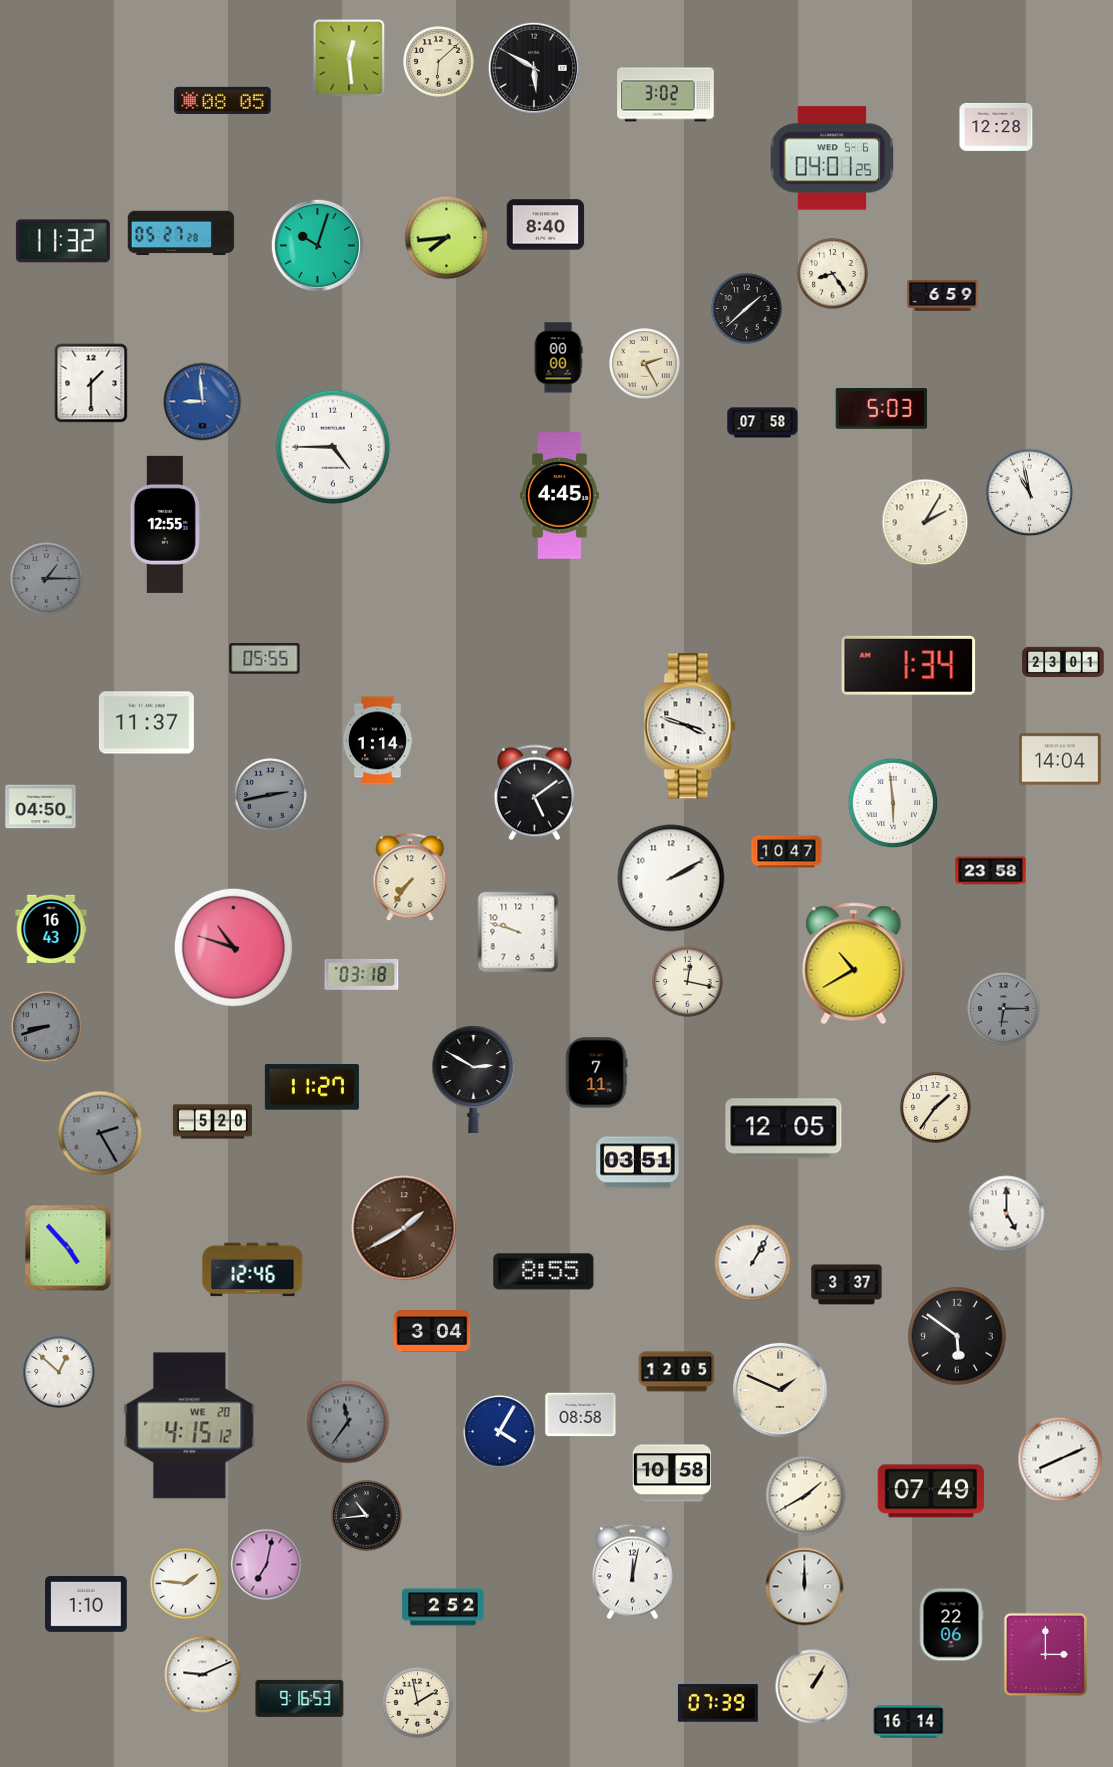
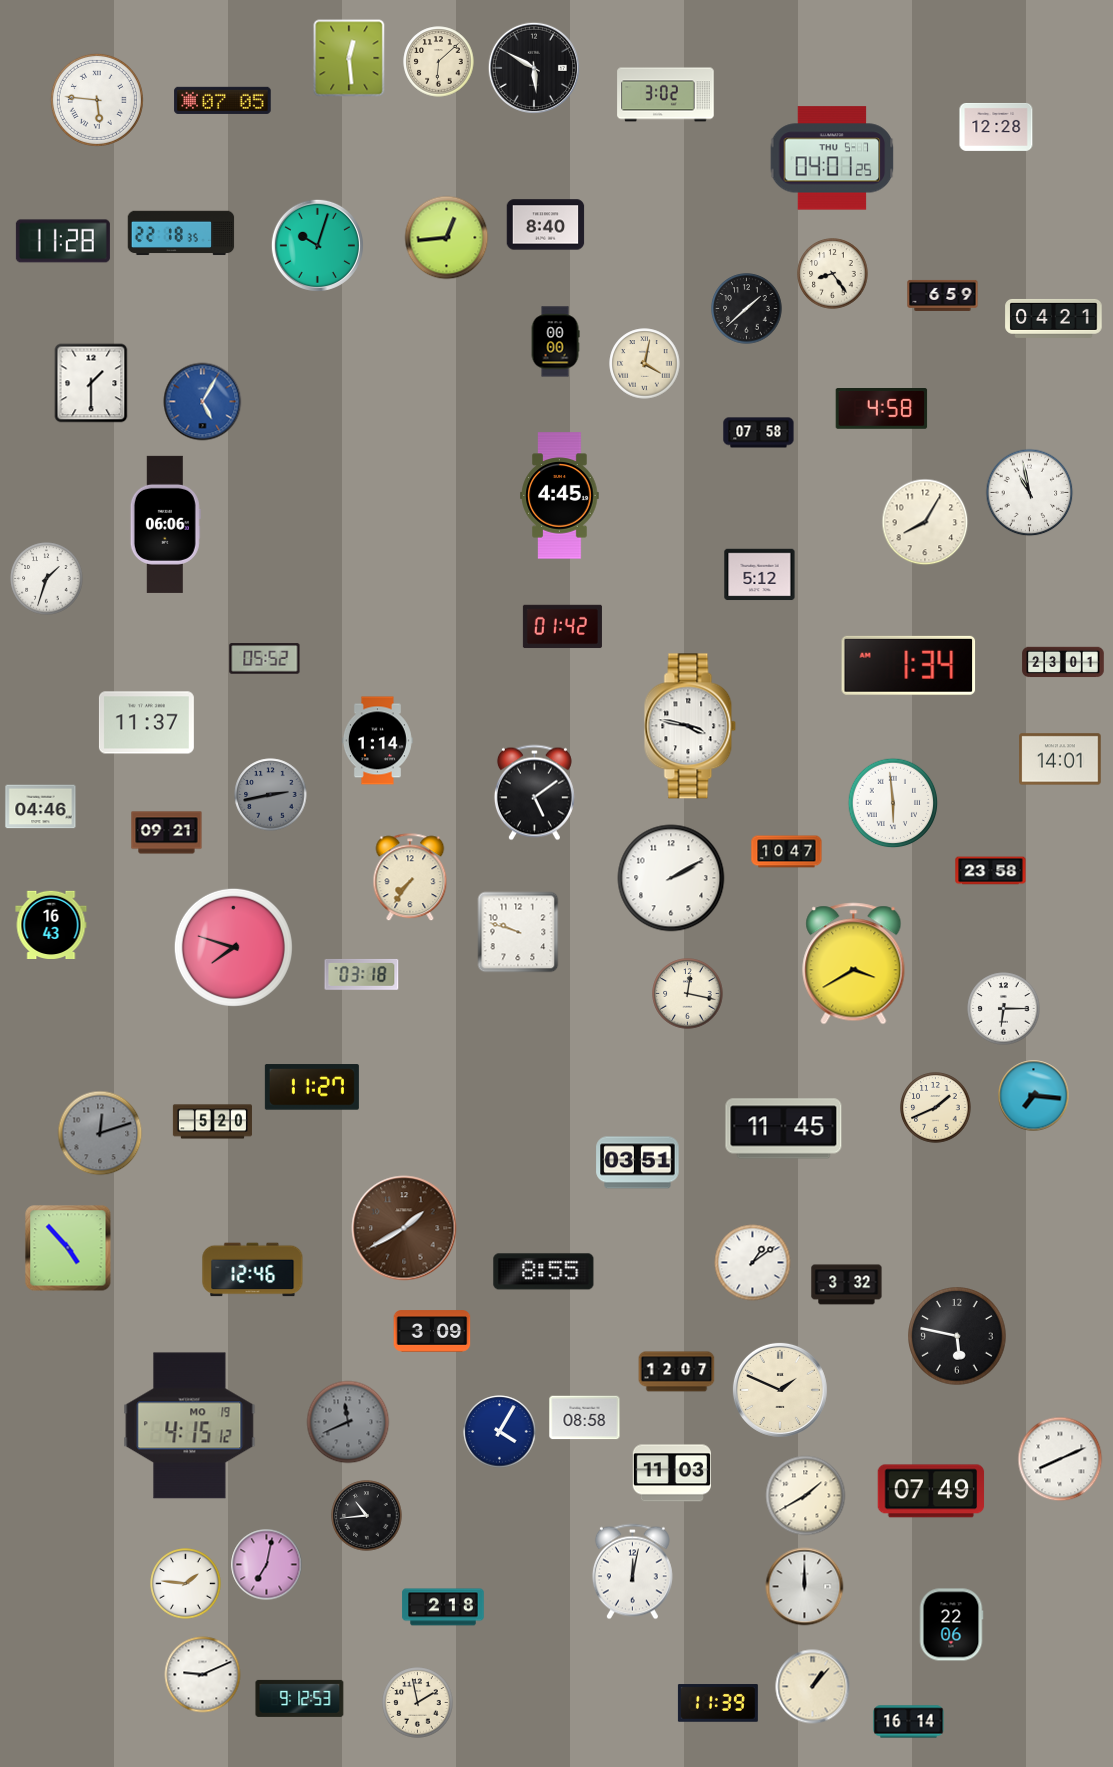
clock at (97, 100): none -> 5:46
clock at (223, 100): 08:05 -> 07:05
clock at (832, 158) date: WED 5-6 -> THU 5-7
clock at (181, 233): 05:27 -> 22:18
clock at (447, 238): 7:44 -> 12:44
clock at (63, 241): 11:32 -> 11:28
clock at (1054, 318): none -> 04:21
clock at (558, 358) position: (558, 358) -> (555, 342)
clock at (645, 364): 2:25 -> 4:02
clock at (203, 402): 8:59 -> 5:05
clock at (882, 409): 5:03 -> 4:58
clock at (763, 423) position: (763, 423) -> (759, 433)
clock at (333, 447): 4:45 -> none
clock at (925, 522): 2:05 -> 8:05
clock at (165, 524): 12:55 -> 06:06
clock at (760, 575): none -> 5:12
clock at (47, 579): 1:15 -> 1:33
clock at (47, 579) dial: grey -> white
clock at (562, 627): none -> 01:42
clock at (265, 659): 05:55 -> 05:52
clock at (690, 726): 3:48 -> 3:47
clock at (1060, 759): 14:04 -> 14:01
clock at (41, 807): 04:50 -> 04:46
clock at (167, 833): none -> 09:21
clock at (51, 928) position: (51, 928) -> (51, 924)
clock at (233, 947): 10:48 -> 7:48
clock at (854, 964): 10:40 -> 3:40
clock at (688, 982) position: (688, 982) -> (688, 994)
clock at (1004, 1009) dial: grey -> white
clock at (47, 1027): 8:42 -> none
clock at (596, 1073): 7:11 -> none
clock at (474, 1079): 2:50 -> none
clock at (1034, 1096): none -> 7:16
clock at (936, 1108): 1:36 -> 1:41
clock at (784, 1129): 12:05 -> 11:45
clock at (100, 1133): 2:25 -> 12:12
clock at (1007, 1214): 5:00 -> none
clock at (753, 1263): 1:05 -> 1:09
clock at (847, 1285): 3:37 -> 3:32
clock at (432, 1331): 3:04 -> 3:09
clock at (957, 1336): 5:51 -> 5:47
clock at (59, 1372): 12:52 -> none
clock at (677, 1372): 12:05 -> 12:07
clock at (581, 1415) position: (581, 1415) -> (585, 1418)
clock at (348, 1422): 11:36 -> 11:41
clock at (190, 1426) date: WE 20 -> MO 19
clock at (671, 1473): 10:58 -> 11:03
clock at (86, 1604): 1:10 -> none
clock at (443, 1607): 2:52 -> 2:18
clock at (1045, 1654): 3:00 -> none
clock at (813, 1687): 1:05 -> 1:07
clock at (300, 1698): 9:16 -> 9:12
clock at (718, 1703): 07:39 -> 11:39
